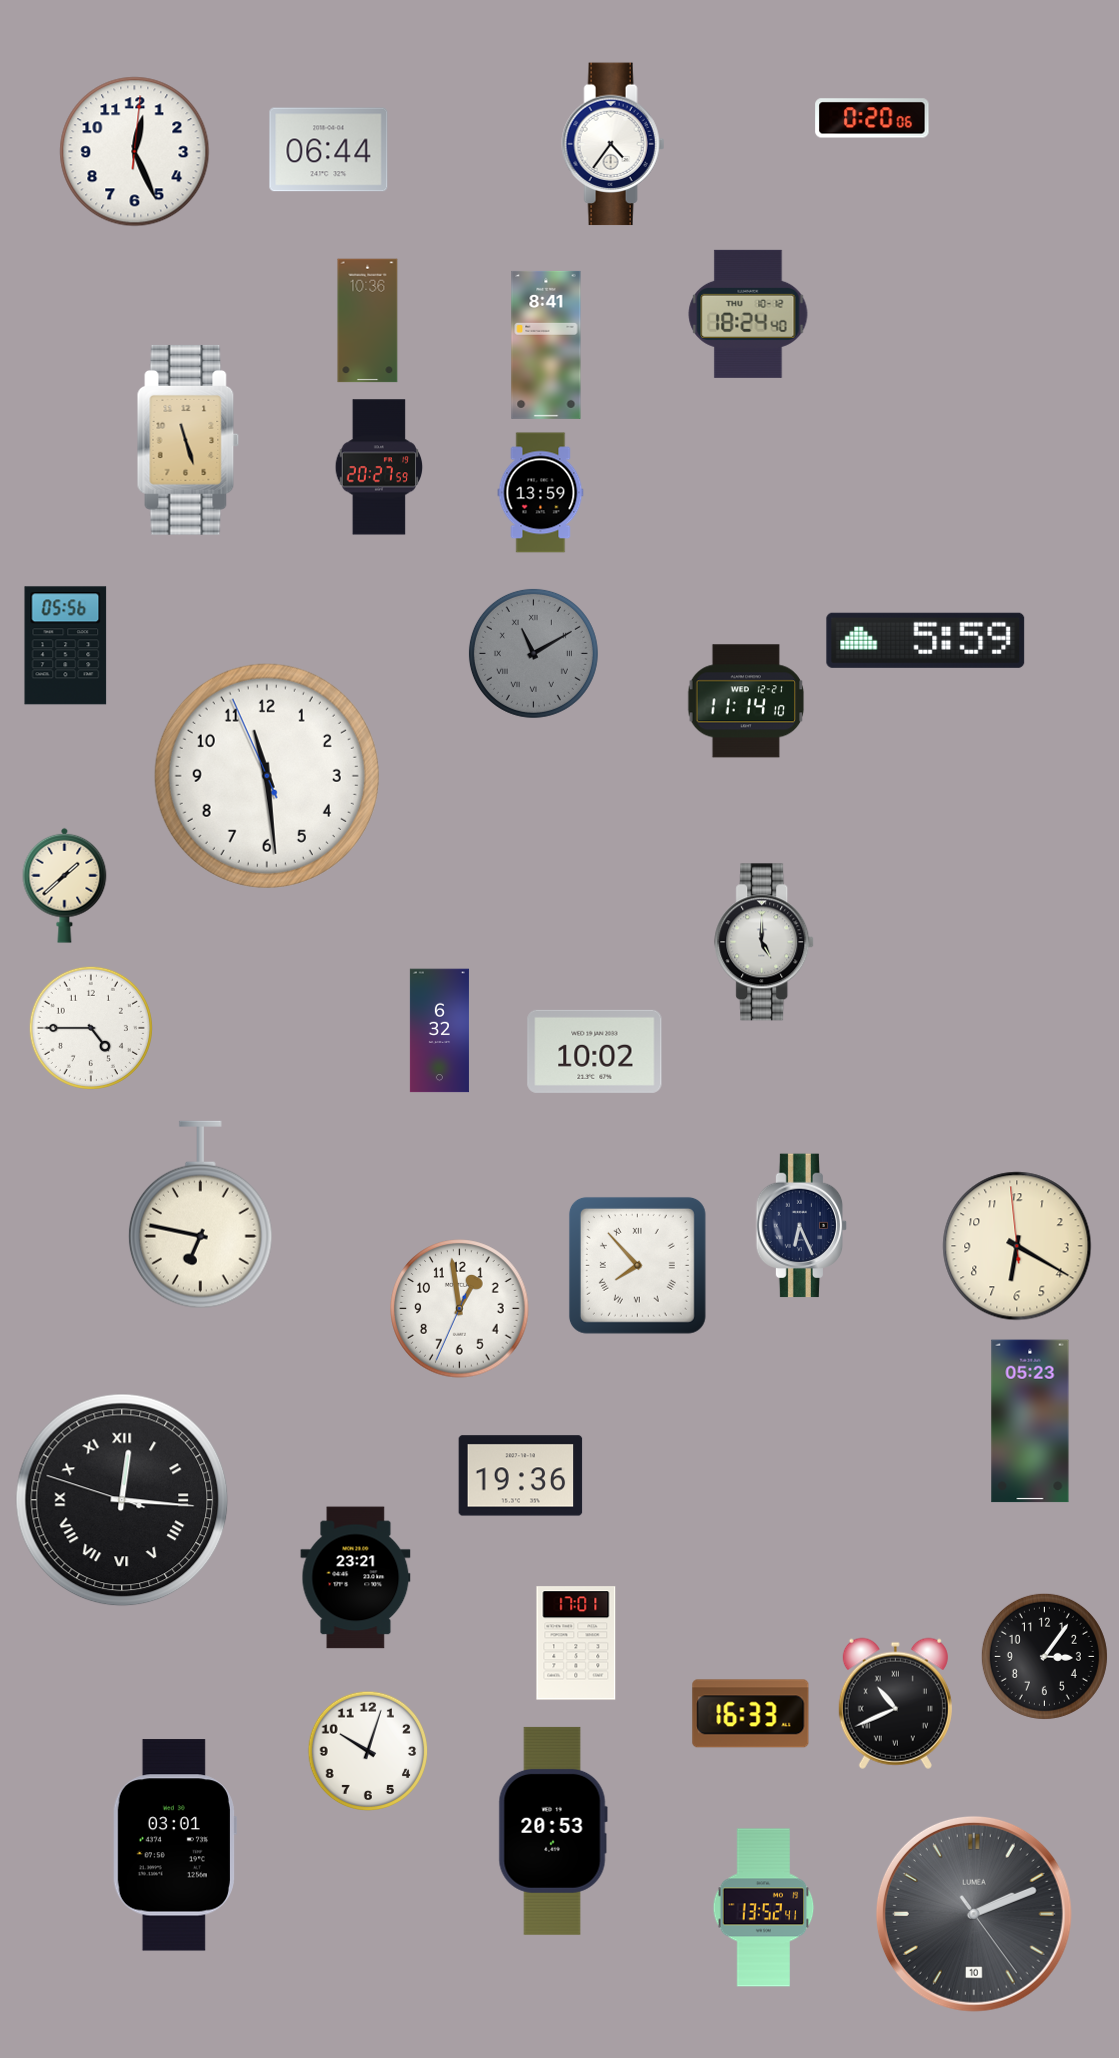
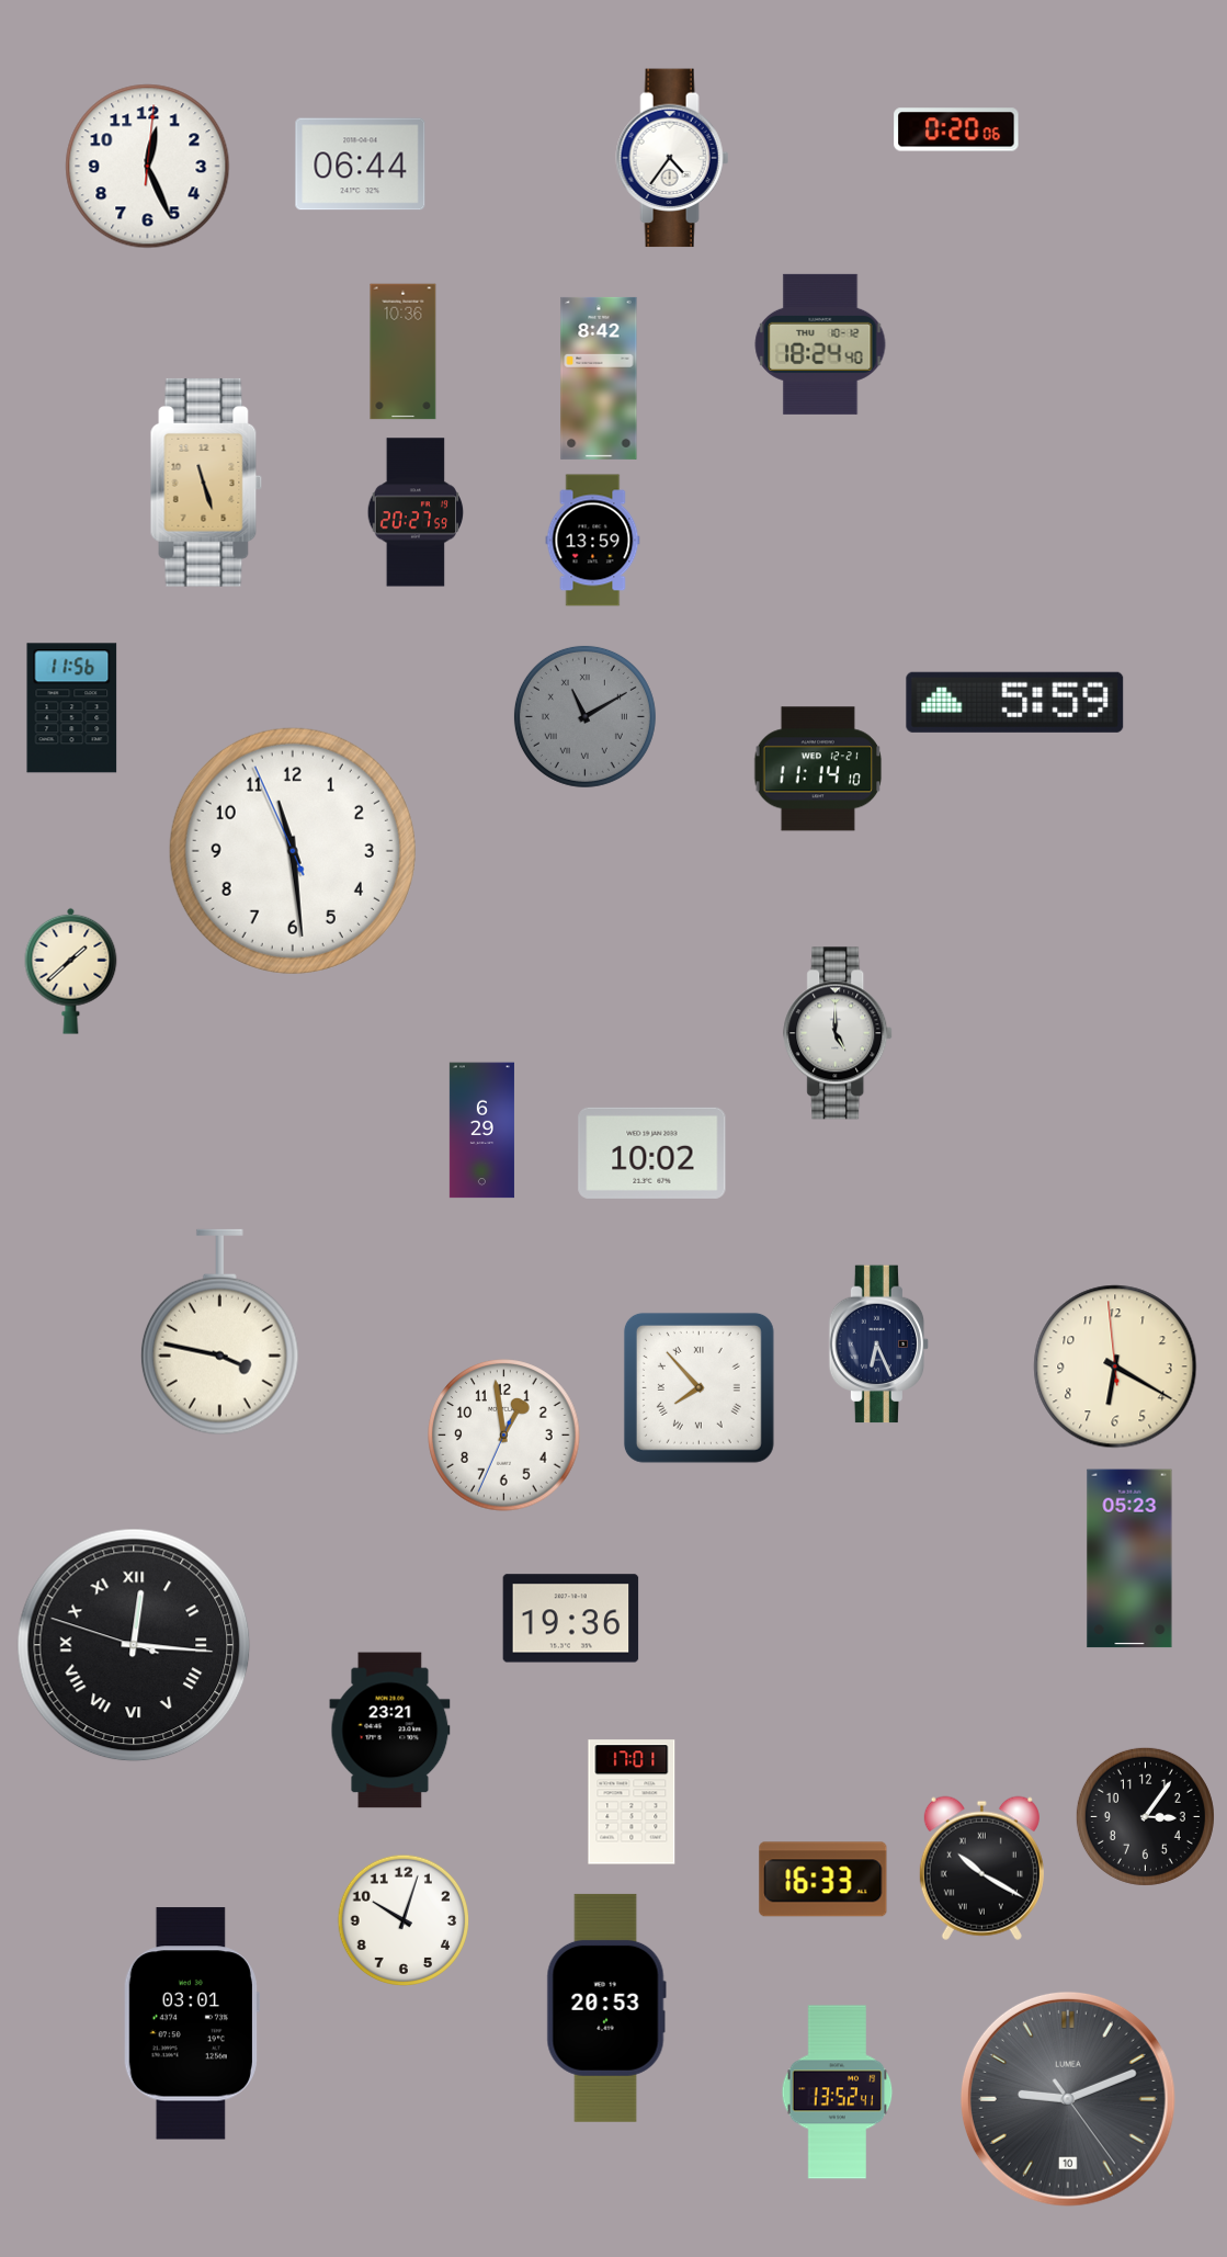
clock at (546, 345): 8:41 -> 8:42
clock at (66, 646): 05:56 -> 11:56
clock at (91, 1028): 4:45 -> none
clock at (439, 1031): 6:32 -> 6:29
clock at (200, 1215): 6:47 -> 3:47
clock at (895, 1703): 10:41 -> 10:20
clock at (974, 1914): 2:11 -> 9:11
